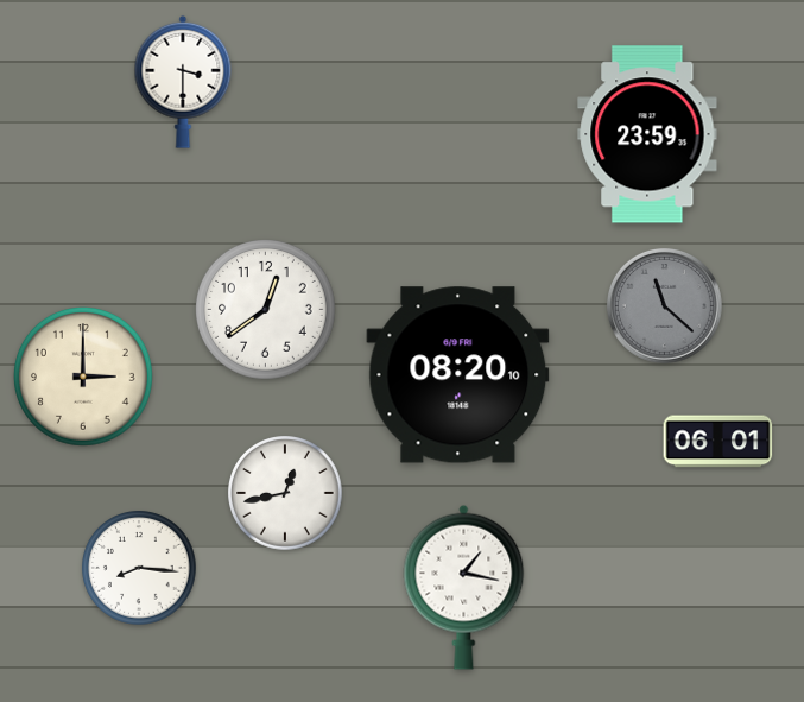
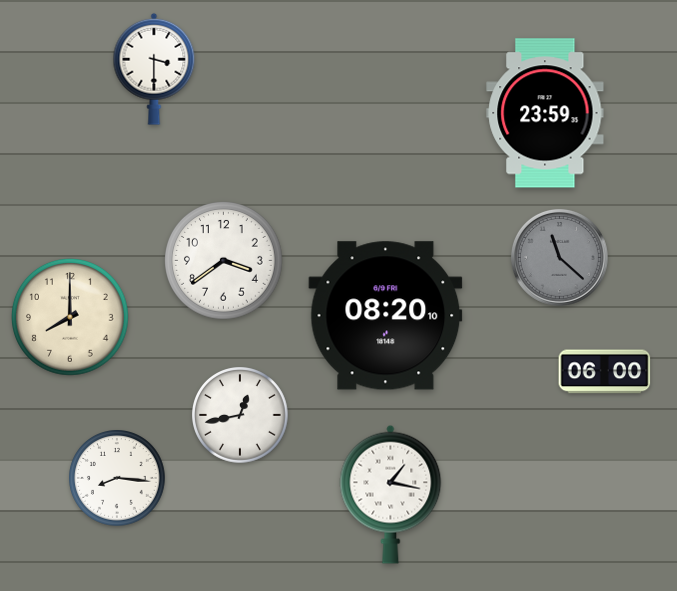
clock at (266, 310): 12:39 -> 3:39
clock at (84, 378): 3:00 -> 8:00
clock at (718, 442): 06:01 -> 06:00
